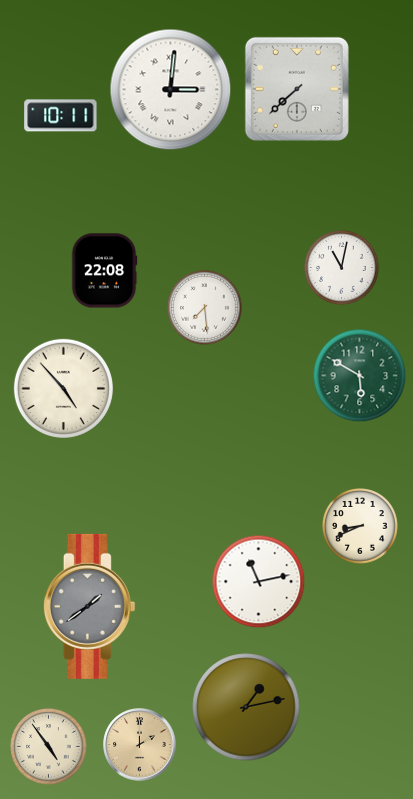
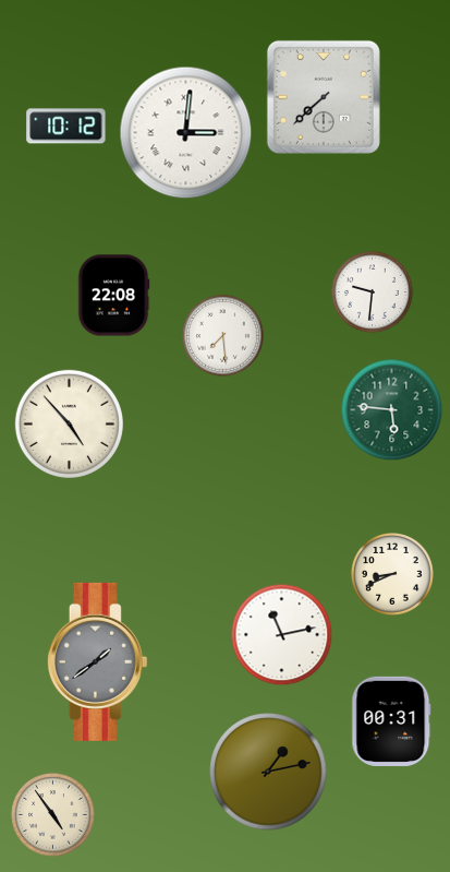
clock at (171, 90) position: (171, 90) -> (186, 133)
clock at (61, 116): 10:11 -> 10:12
clock at (342, 268): 11:02 -> 9:31
clock at (360, 376): 5:50 -> 5:46
clock at (391, 720): none -> 00:31
clock at (140, 745): 2:00 -> none
